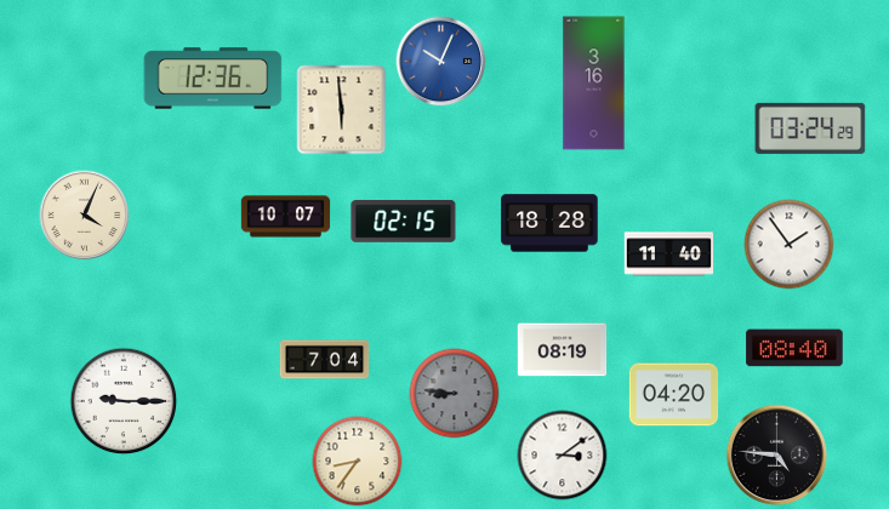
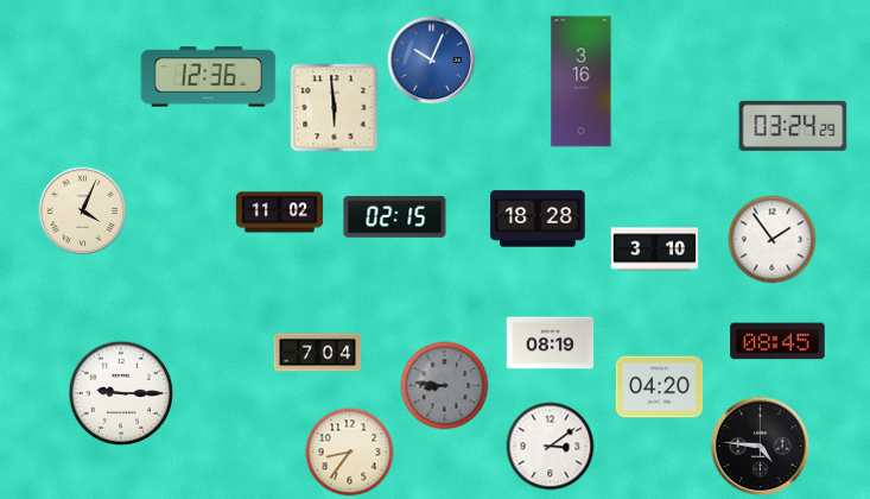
clock at (286, 217): 10:07 -> 11:02
clock at (669, 254): 11:40 -> 3:10
clock at (794, 348): 08:40 -> 08:45
